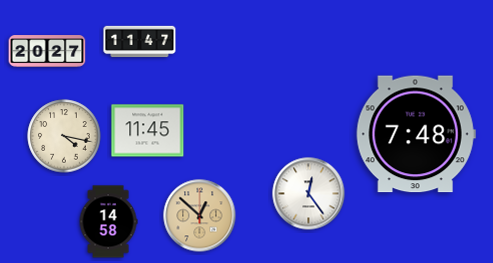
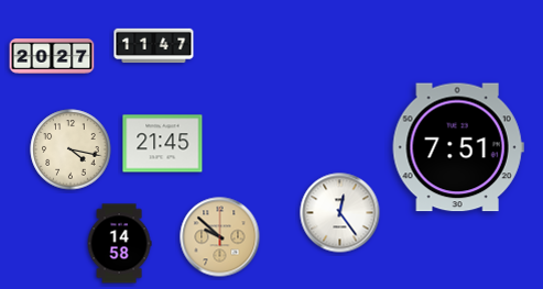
clock at (148, 131): 11:45 -> 21:45
clock at (416, 134): 7:48 -> 7:51
clock at (200, 216): 12:52 -> 9:52
